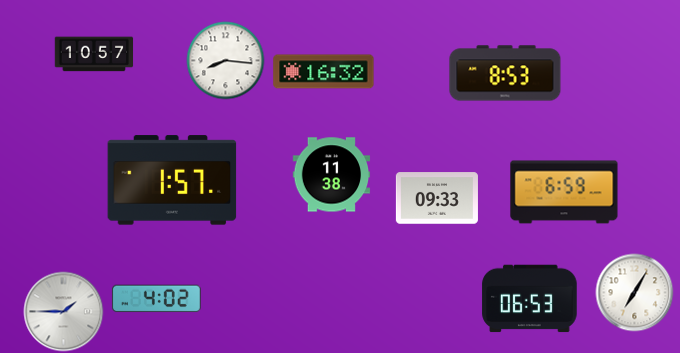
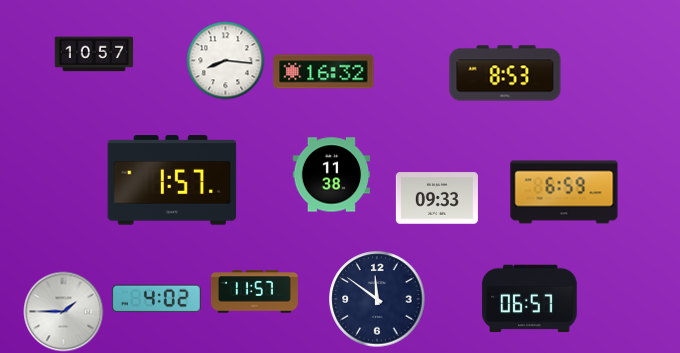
clock at (254, 292): none -> 11:57
clock at (634, 292): 7:05 -> none
clock at (377, 299): none -> 11:51
clock at (530, 299): 06:53 -> 06:57
